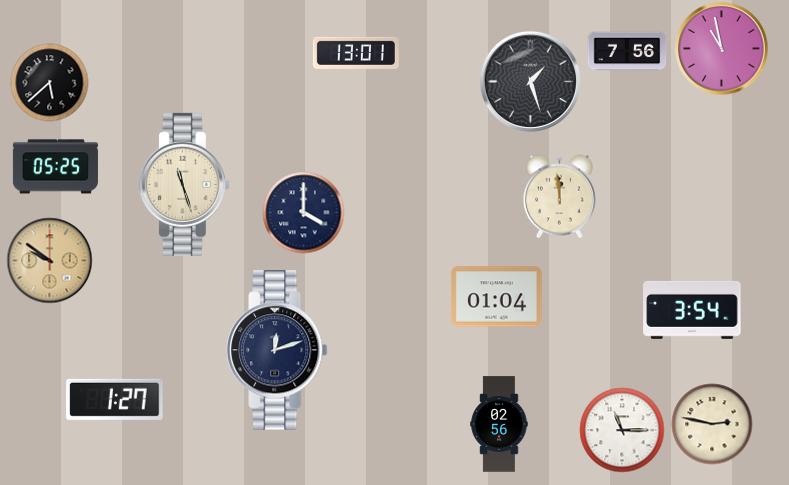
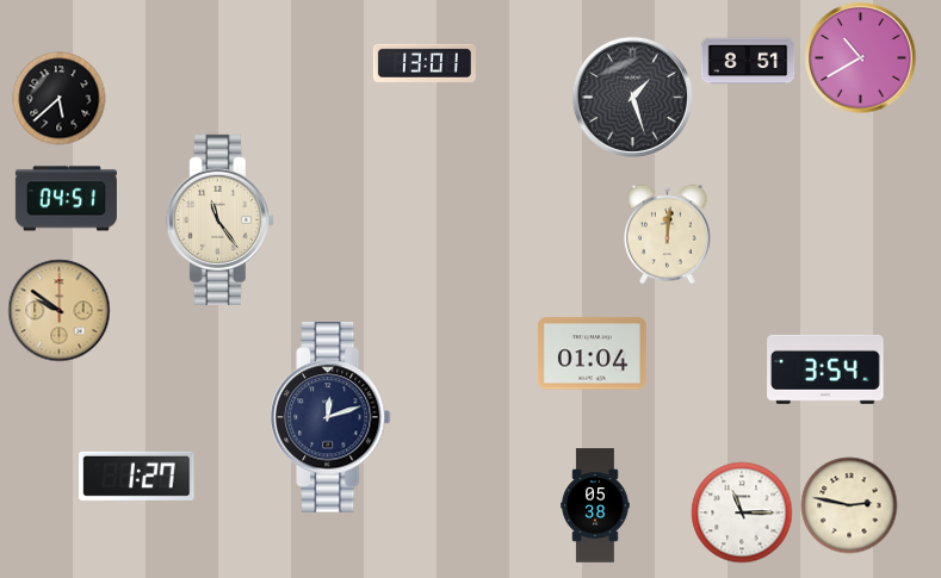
clock at (721, 48): 10:58 -> 10:40
clock at (627, 51): 7:56 -> 8:51
clock at (55, 167): 05:25 -> 04:51
clock at (184, 184): 11:27 -> 11:24
clock at (559, 196): 11:59 -> 12:01
clock at (303, 212): 4:00 -> none
clock at (499, 424): 02:56 -> 05:38
